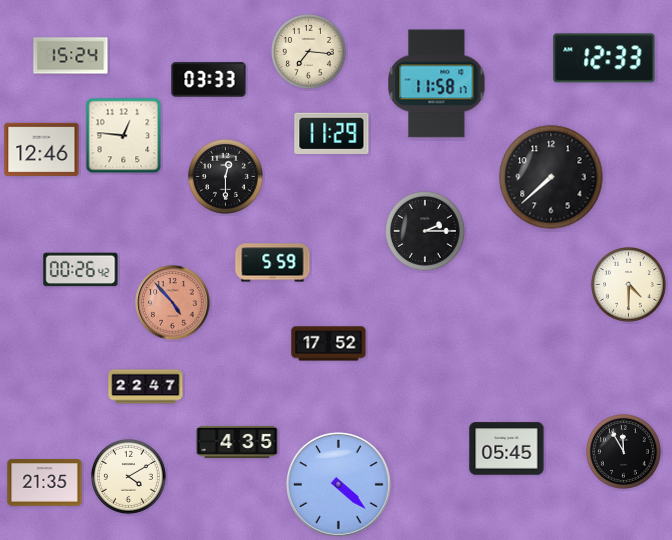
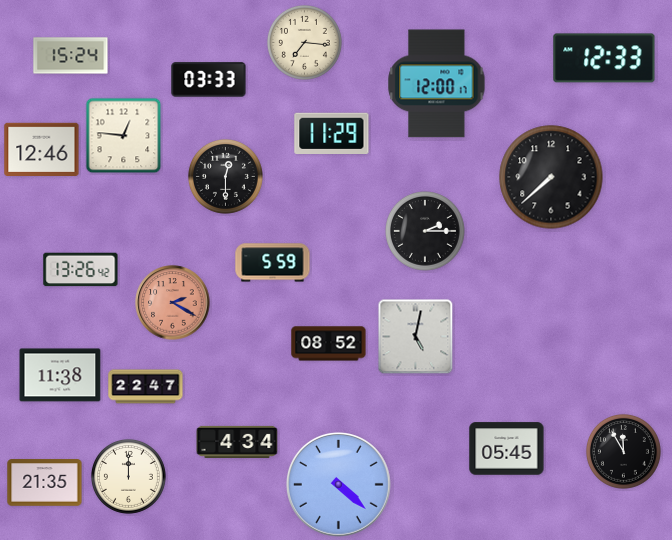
clock at (308, 51) position: (308, 51) -> (304, 42)
clock at (437, 84): 11:58 -> 12:00
clock at (81, 270): 00:26 -> 13:26
clock at (628, 284): 4:30 -> none
clock at (173, 303): 4:53 -> 2:20
clock at (416, 337): none -> 5:02
clock at (329, 344): 17:52 -> 08:52
clock at (60, 375): none -> 11:38
clock at (237, 442): 4:35 -> 4:34
clock at (128, 476): 4:10 -> 12:00
